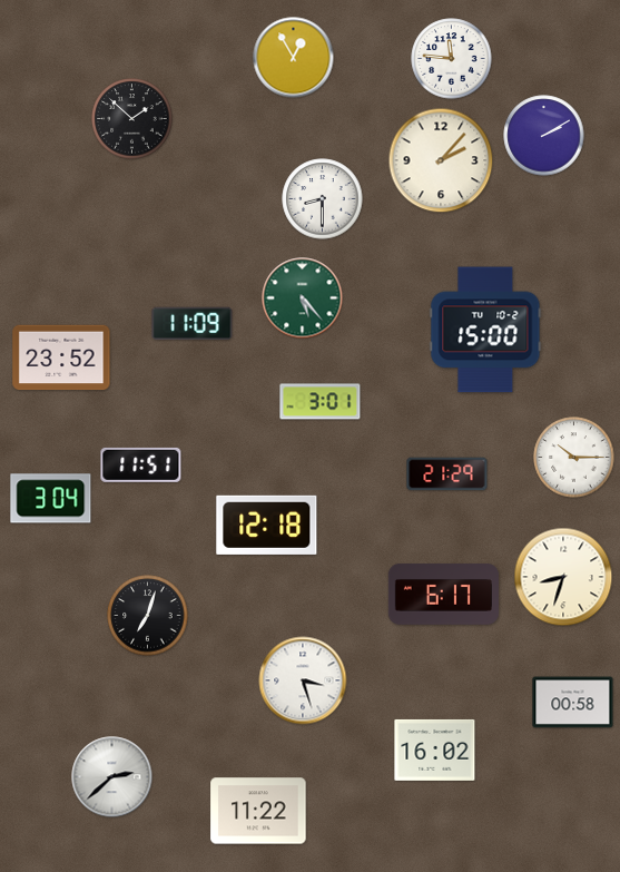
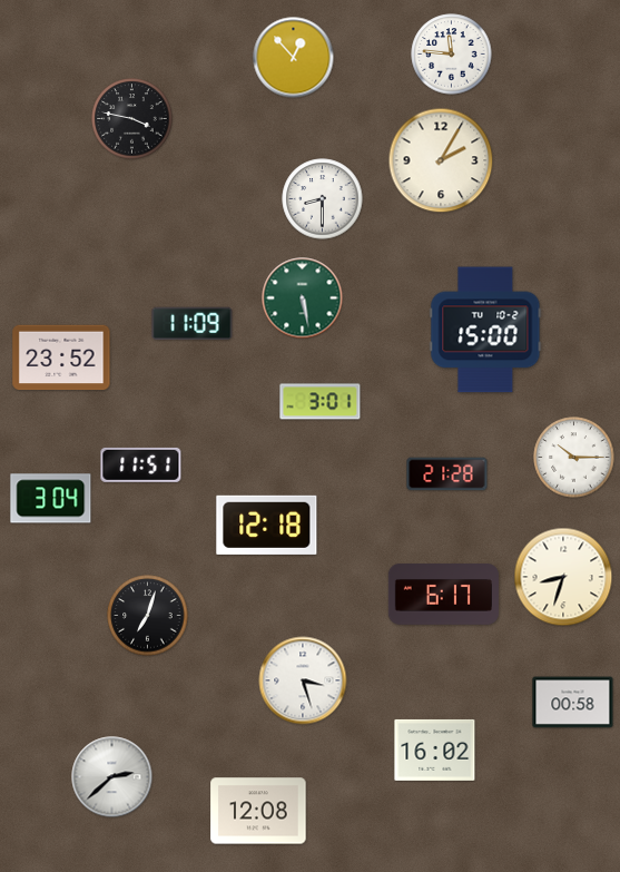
clock at (294, 58): 12:55 -> 12:53
clock at (452, 59) position: (452, 59) -> (452, 55)
clock at (132, 119): 1:52 -> 3:47
clock at (544, 136): 2:10 -> none
clock at (441, 160): 2:07 -> 2:05
clock at (303, 298): 5:23 -> 5:28
clock at (447, 474): 21:29 -> 21:28
clock at (258, 811): 11:22 -> 12:08
